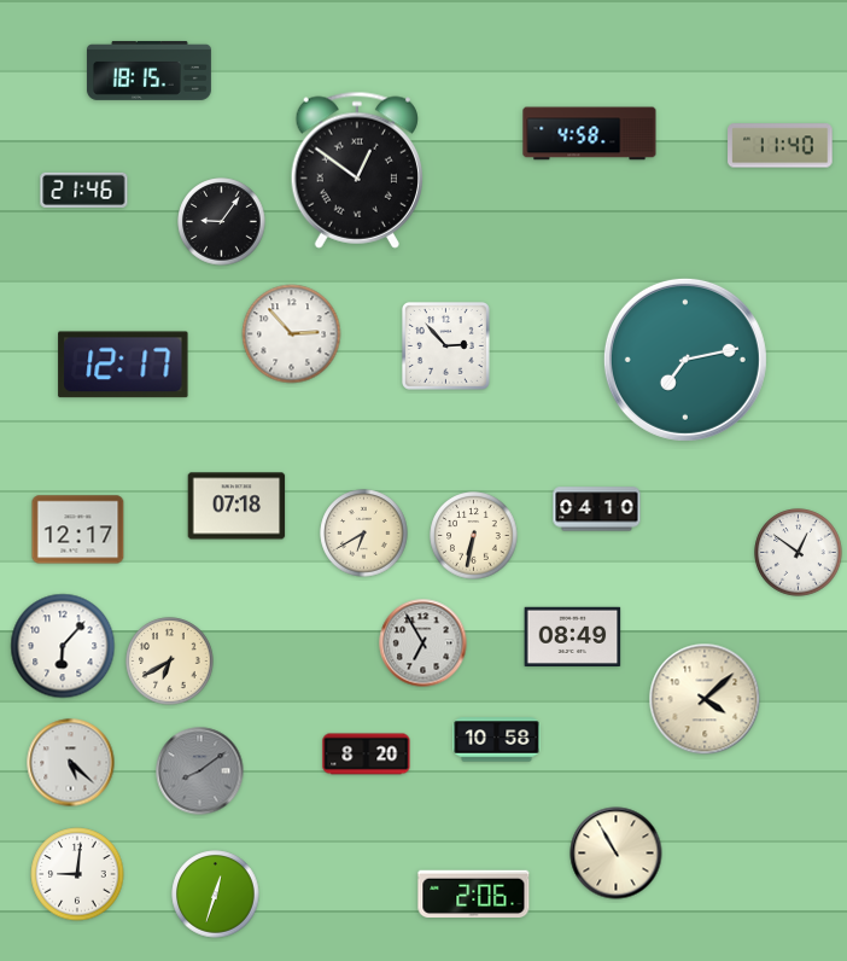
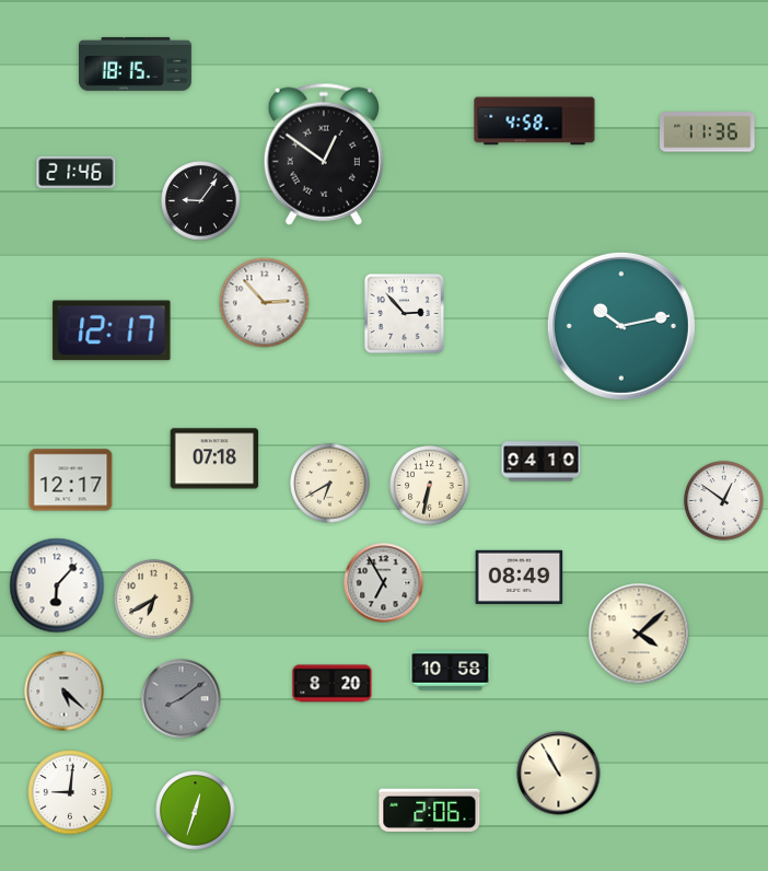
clock at (781, 146): 11:40 -> 11:36
clock at (685, 360): 7:13 -> 10:13
